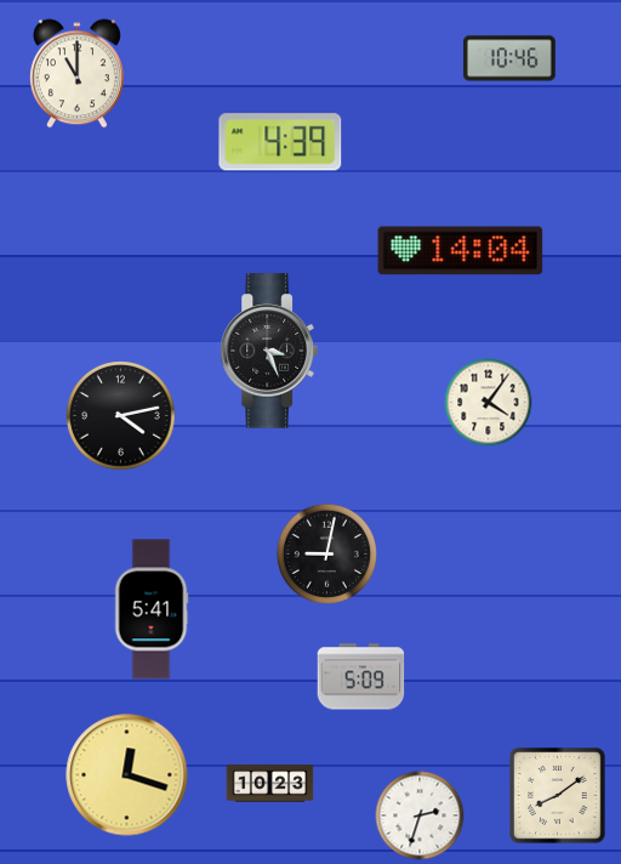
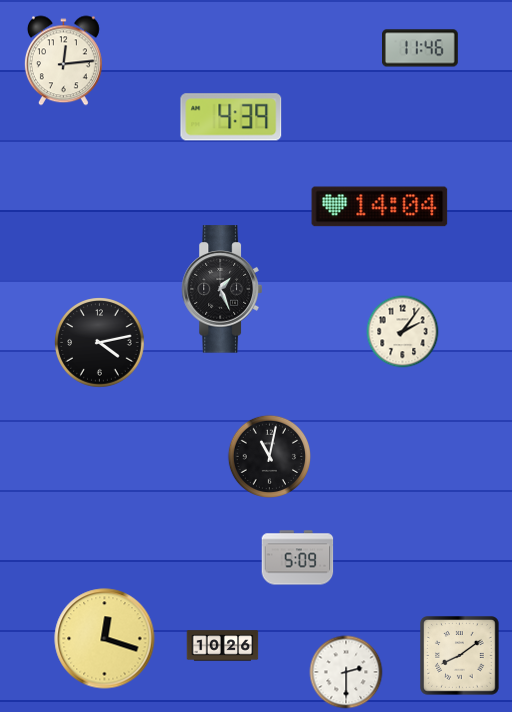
clock at (511, 58): 10:46 -> 11:46
clock at (76, 74): 11:00 -> 12:14
clock at (268, 351): 3:26 -> 1:26
clock at (489, 403): 4:06 -> 2:06
clock at (326, 553): 9:02 -> 11:02
clock at (152, 609): 5:41 -> none
clock at (270, 784): 10:23 -> 10:26
clock at (420, 815): 2:33 -> 2:30
